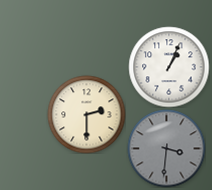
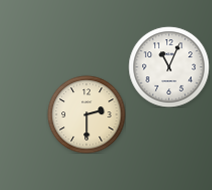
clock at (169, 67): 1:04 -> 11:04
clock at (166, 148): 3:31 -> none
